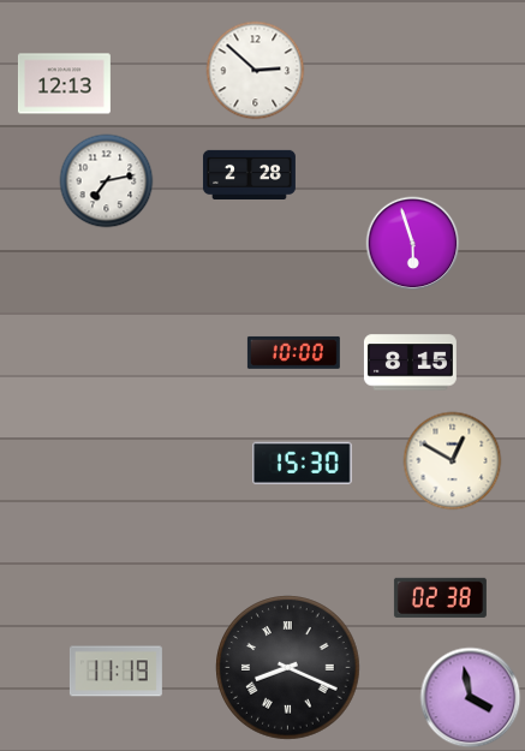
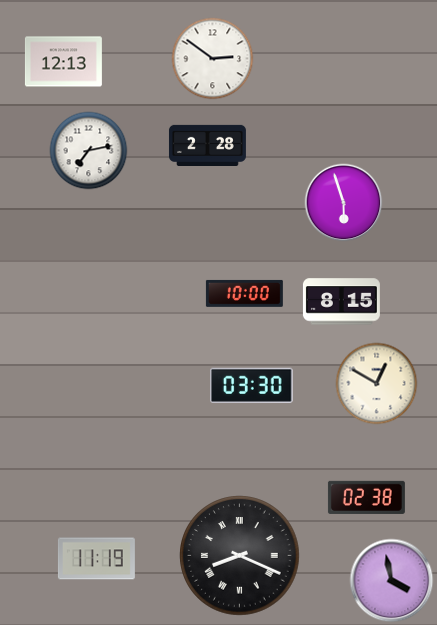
clock at (255, 70): 2:52 -> 2:51
clock at (64, 84) position: (64, 84) -> (63, 62)
clock at (303, 463): 15:30 -> 03:30
